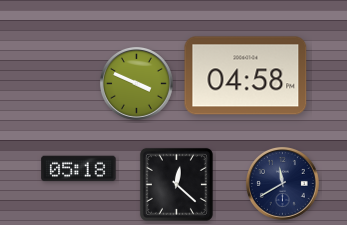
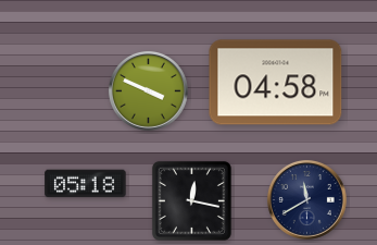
clock at (246, 76) position: (246, 76) -> (276, 83)
clock at (176, 184): 12:22 -> 12:17
